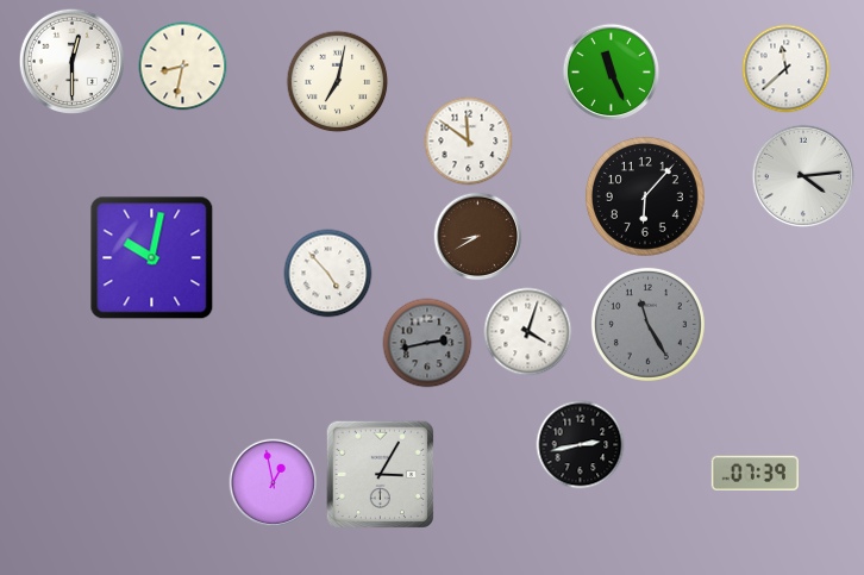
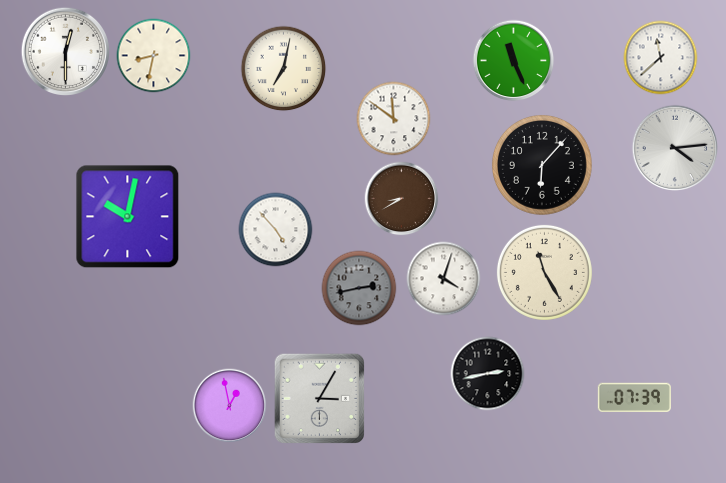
clock at (71, 61) position: (71, 61) -> (65, 51)
clock at (647, 324) dial: grey -> cream
